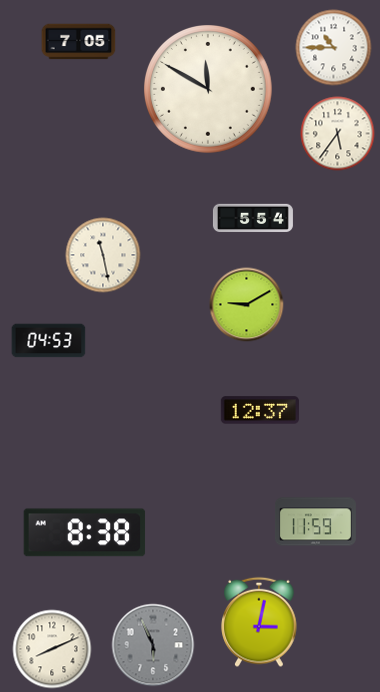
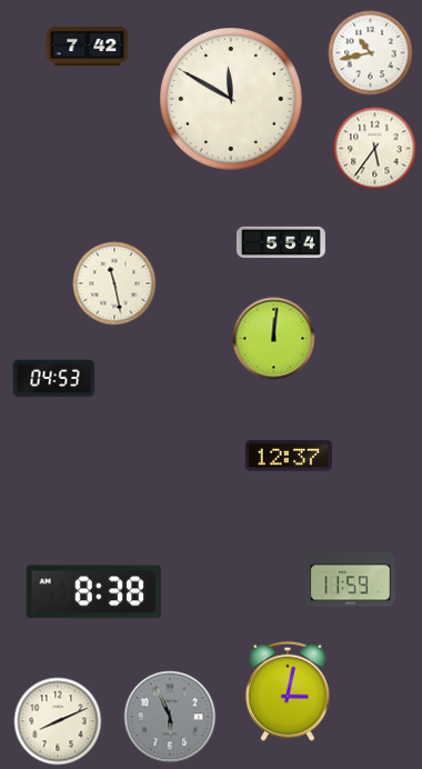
clock at (79, 42): 7:05 -> 7:42
clock at (334, 48): 10:45 -> 10:43
clock at (247, 305): 9:10 -> 12:01
